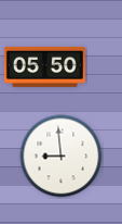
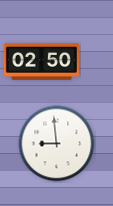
clock at (44, 66): 05:50 -> 02:50
